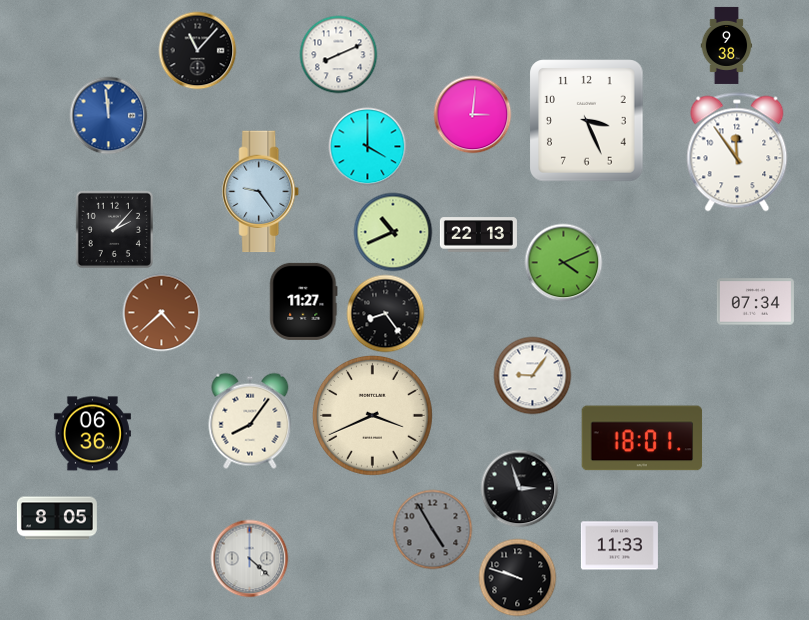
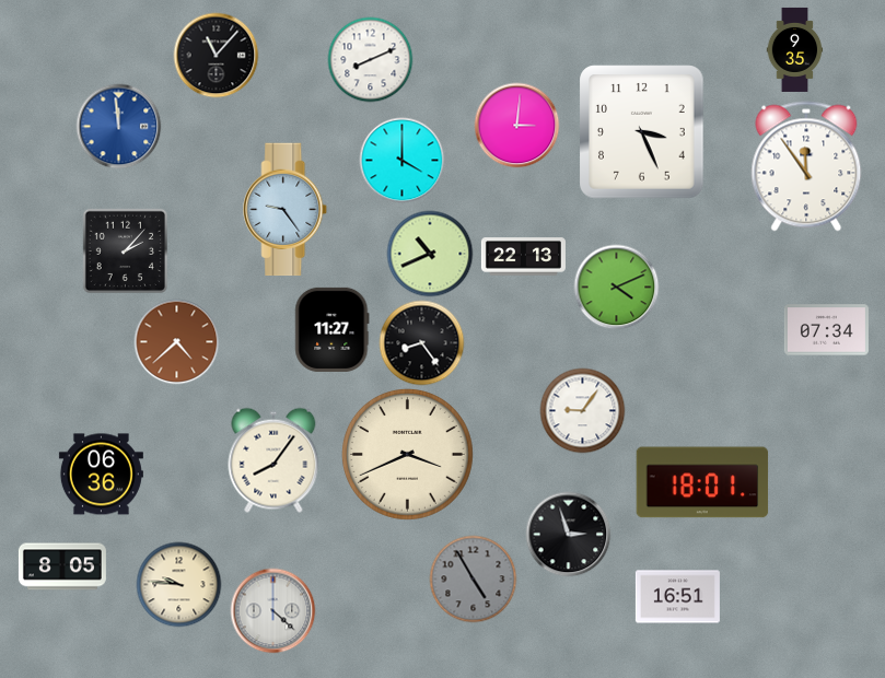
clock at (727, 45): 9:38 -> 9:35
clock at (642, 438) position: (642, 438) -> (702, 482)
clock at (178, 584): none -> 9:46
clock at (619, 546): 11:33 -> 16:51
clock at (517, 577): 9:48 -> none
